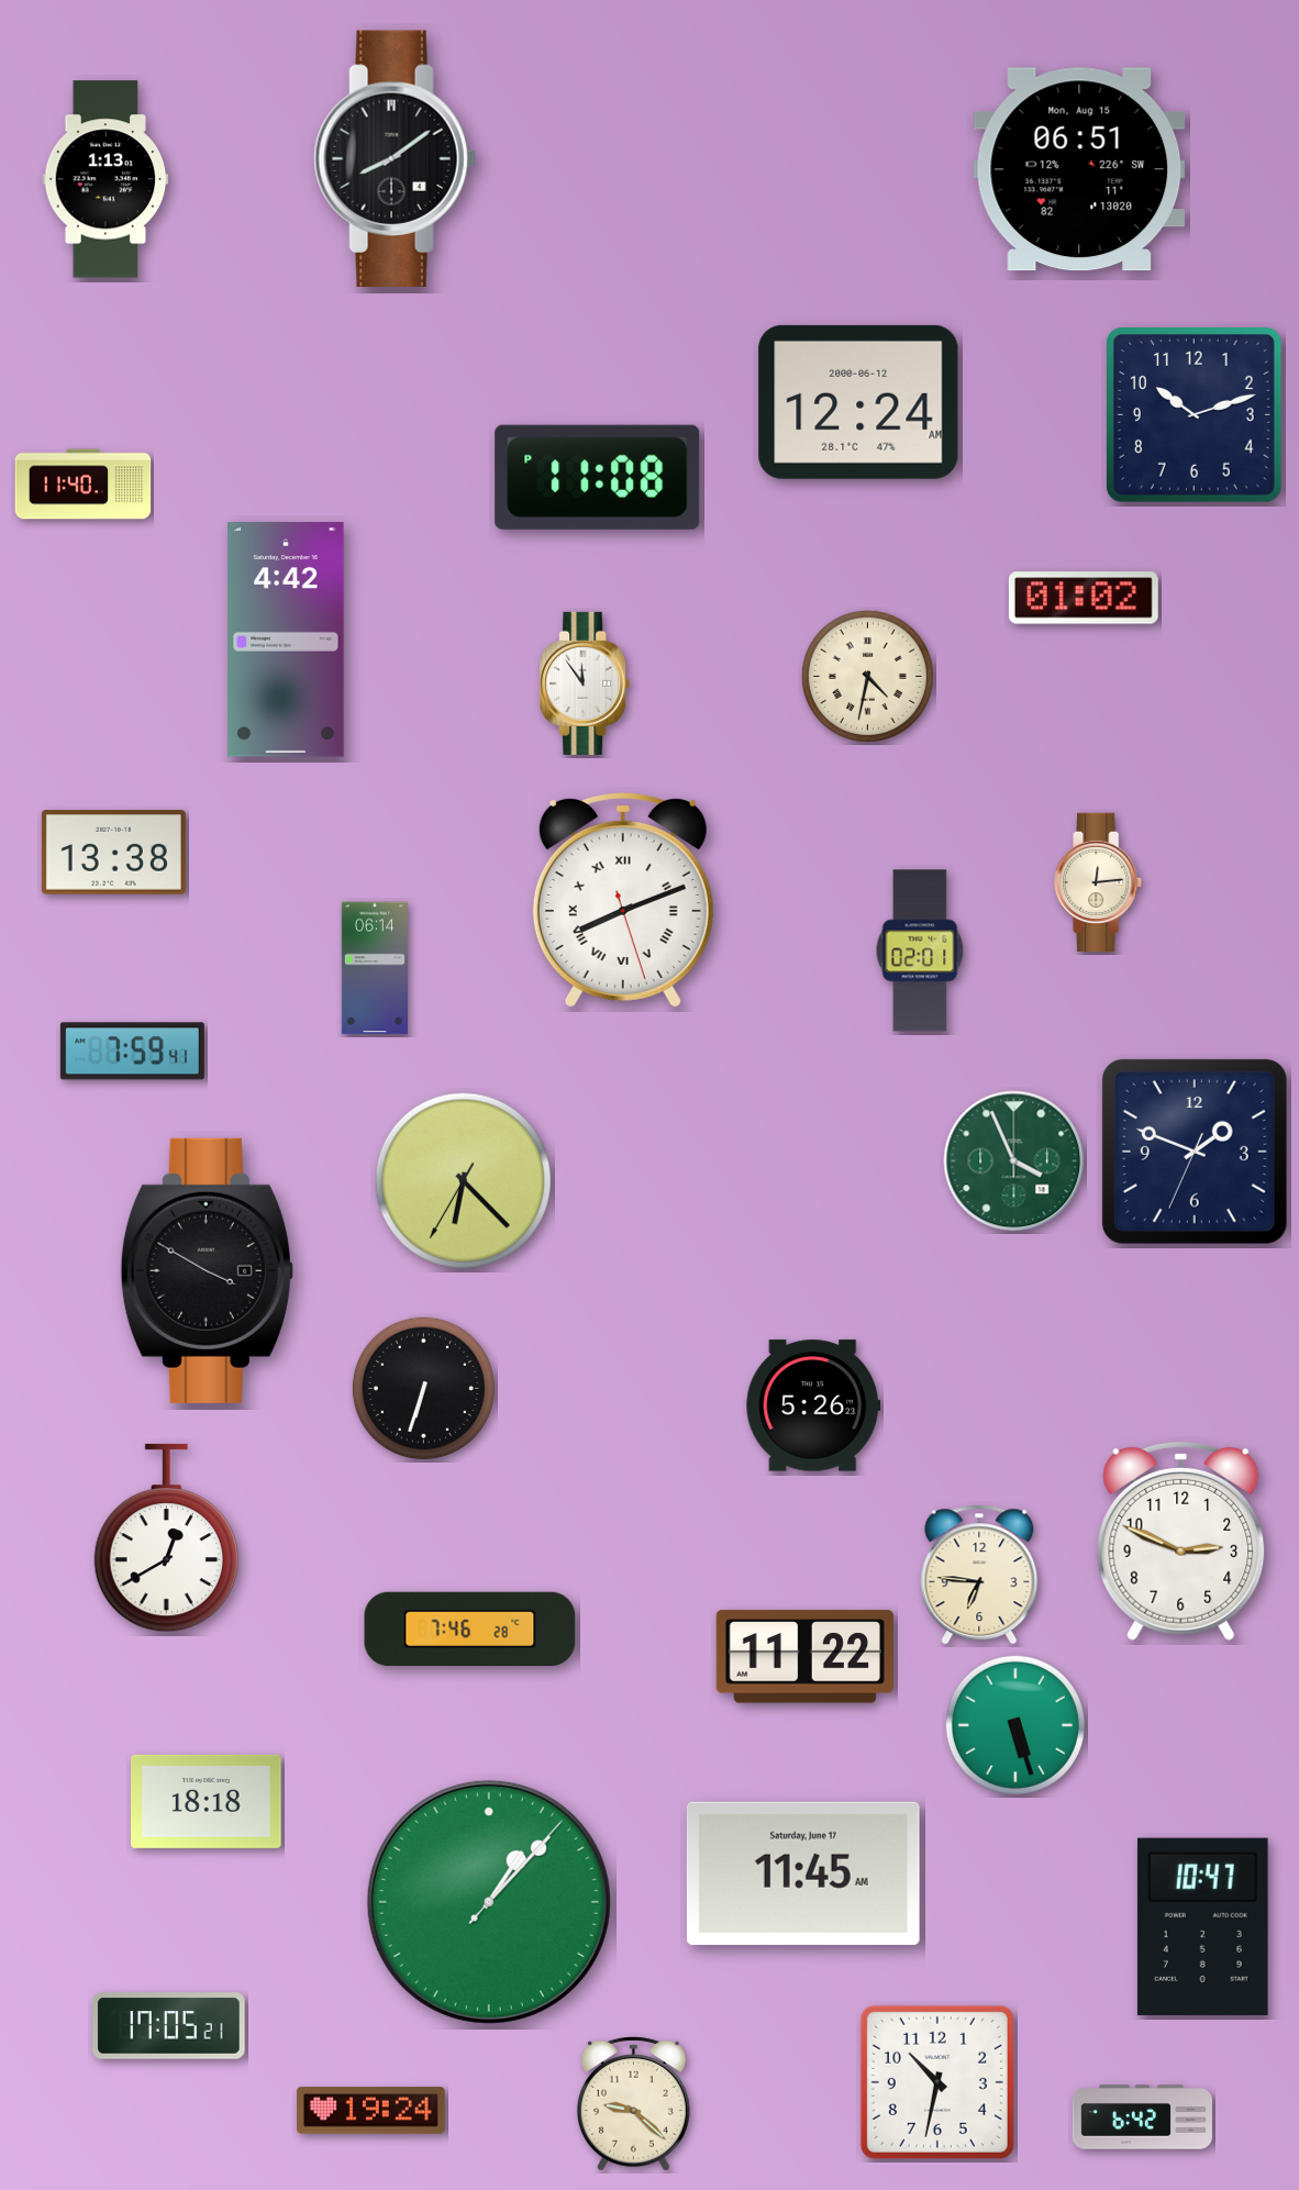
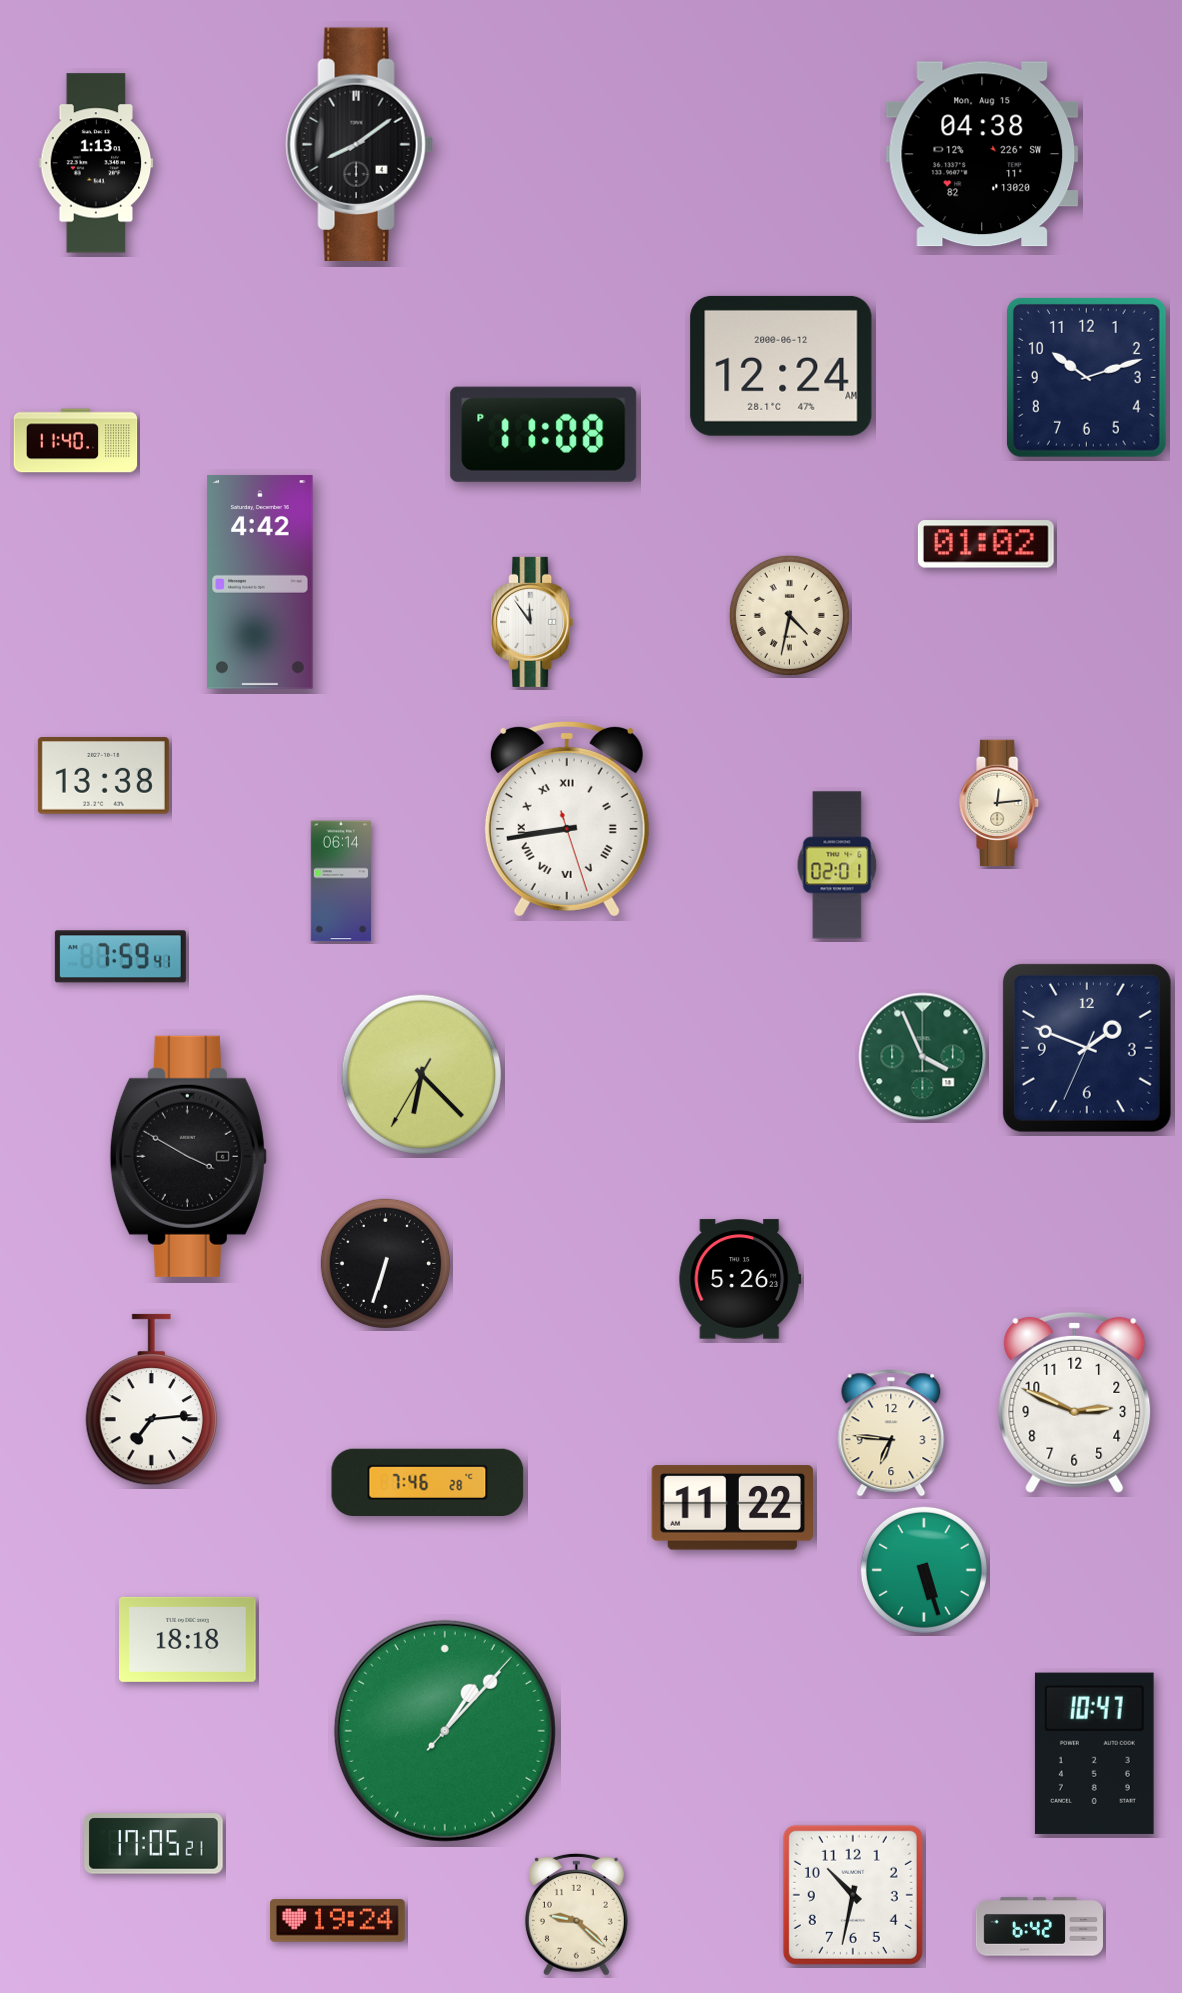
clock at (1079, 169): 06:51 -> 04:38
clock at (623, 901): 8:11 -> 8:43
clock at (166, 1538): 12:40 -> 7:14
clock at (803, 1874): 11:45 -> none
